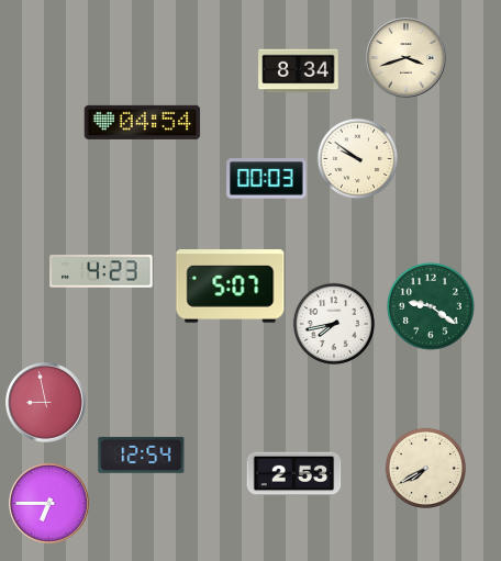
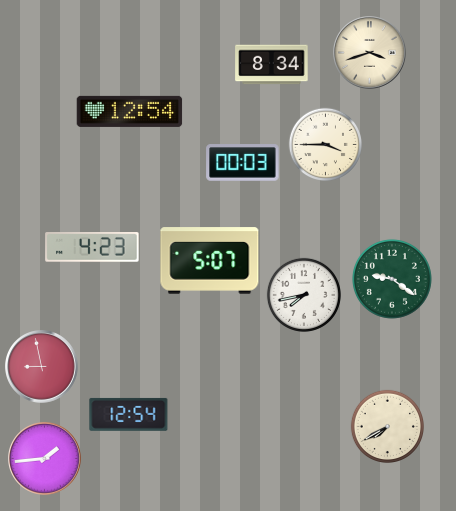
clock at (143, 122): 04:54 -> 12:54
clock at (357, 158): 9:51 -> 3:45
clock at (294, 474): 2:53 -> none
clock at (49, 504): 6:45 -> 1:44
